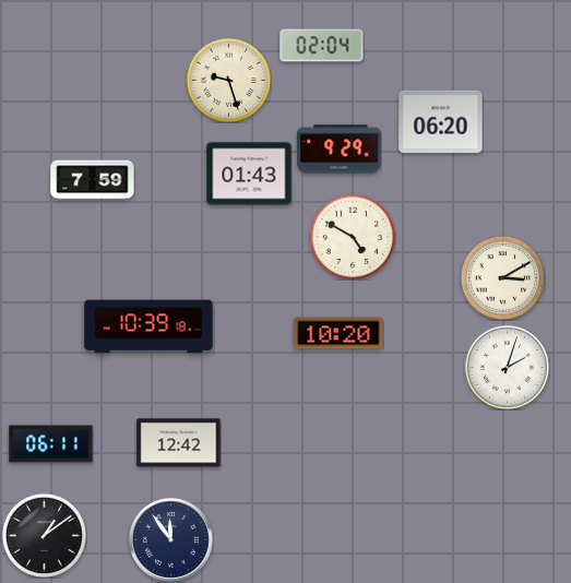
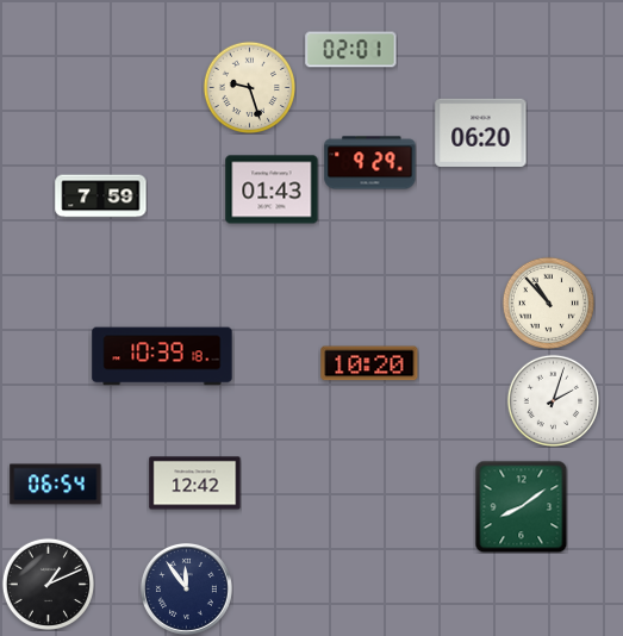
clock at (322, 46): 02:04 -> 02:01
clock at (352, 236): 4:50 -> none
clock at (502, 277): 3:10 -> 10:53
clock at (51, 444): 06:11 -> 06:54
clock at (521, 506): none -> 8:09
clock at (44, 535): 1:09 -> 1:11
